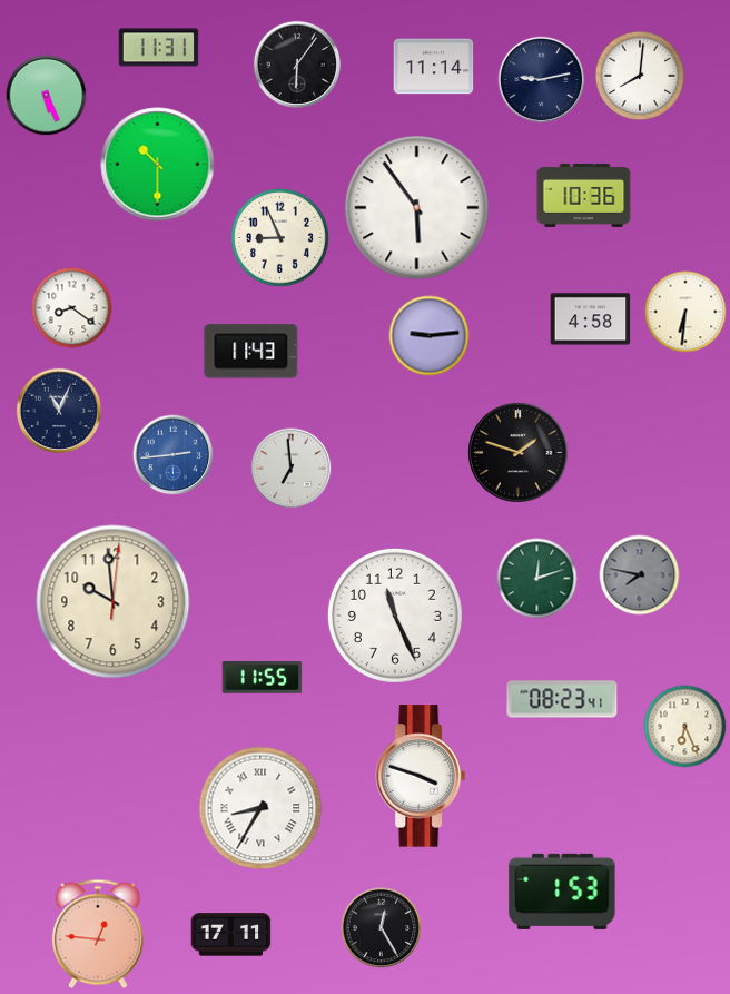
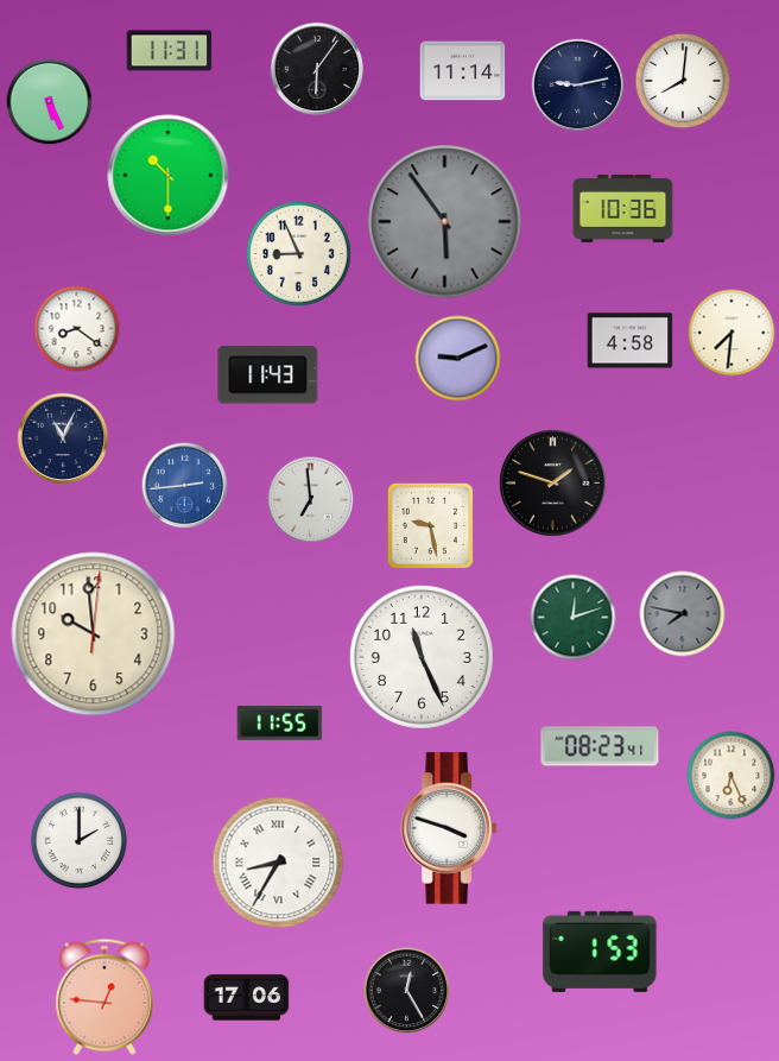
clock at (417, 208) dial: white -> grey
clock at (685, 312): 6:31 -> 7:31
clock at (430, 336): 9:14 -> 9:11
clock at (430, 525): none -> 9:28
clock at (114, 602) position: (114, 602) -> (94, 634)
clock at (80, 841): none -> 2:00
clock at (231, 935): 17:11 -> 17:06
